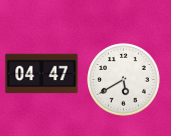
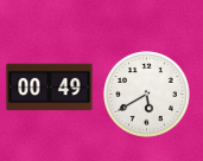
clock at (42, 74): 04:47 -> 00:49
